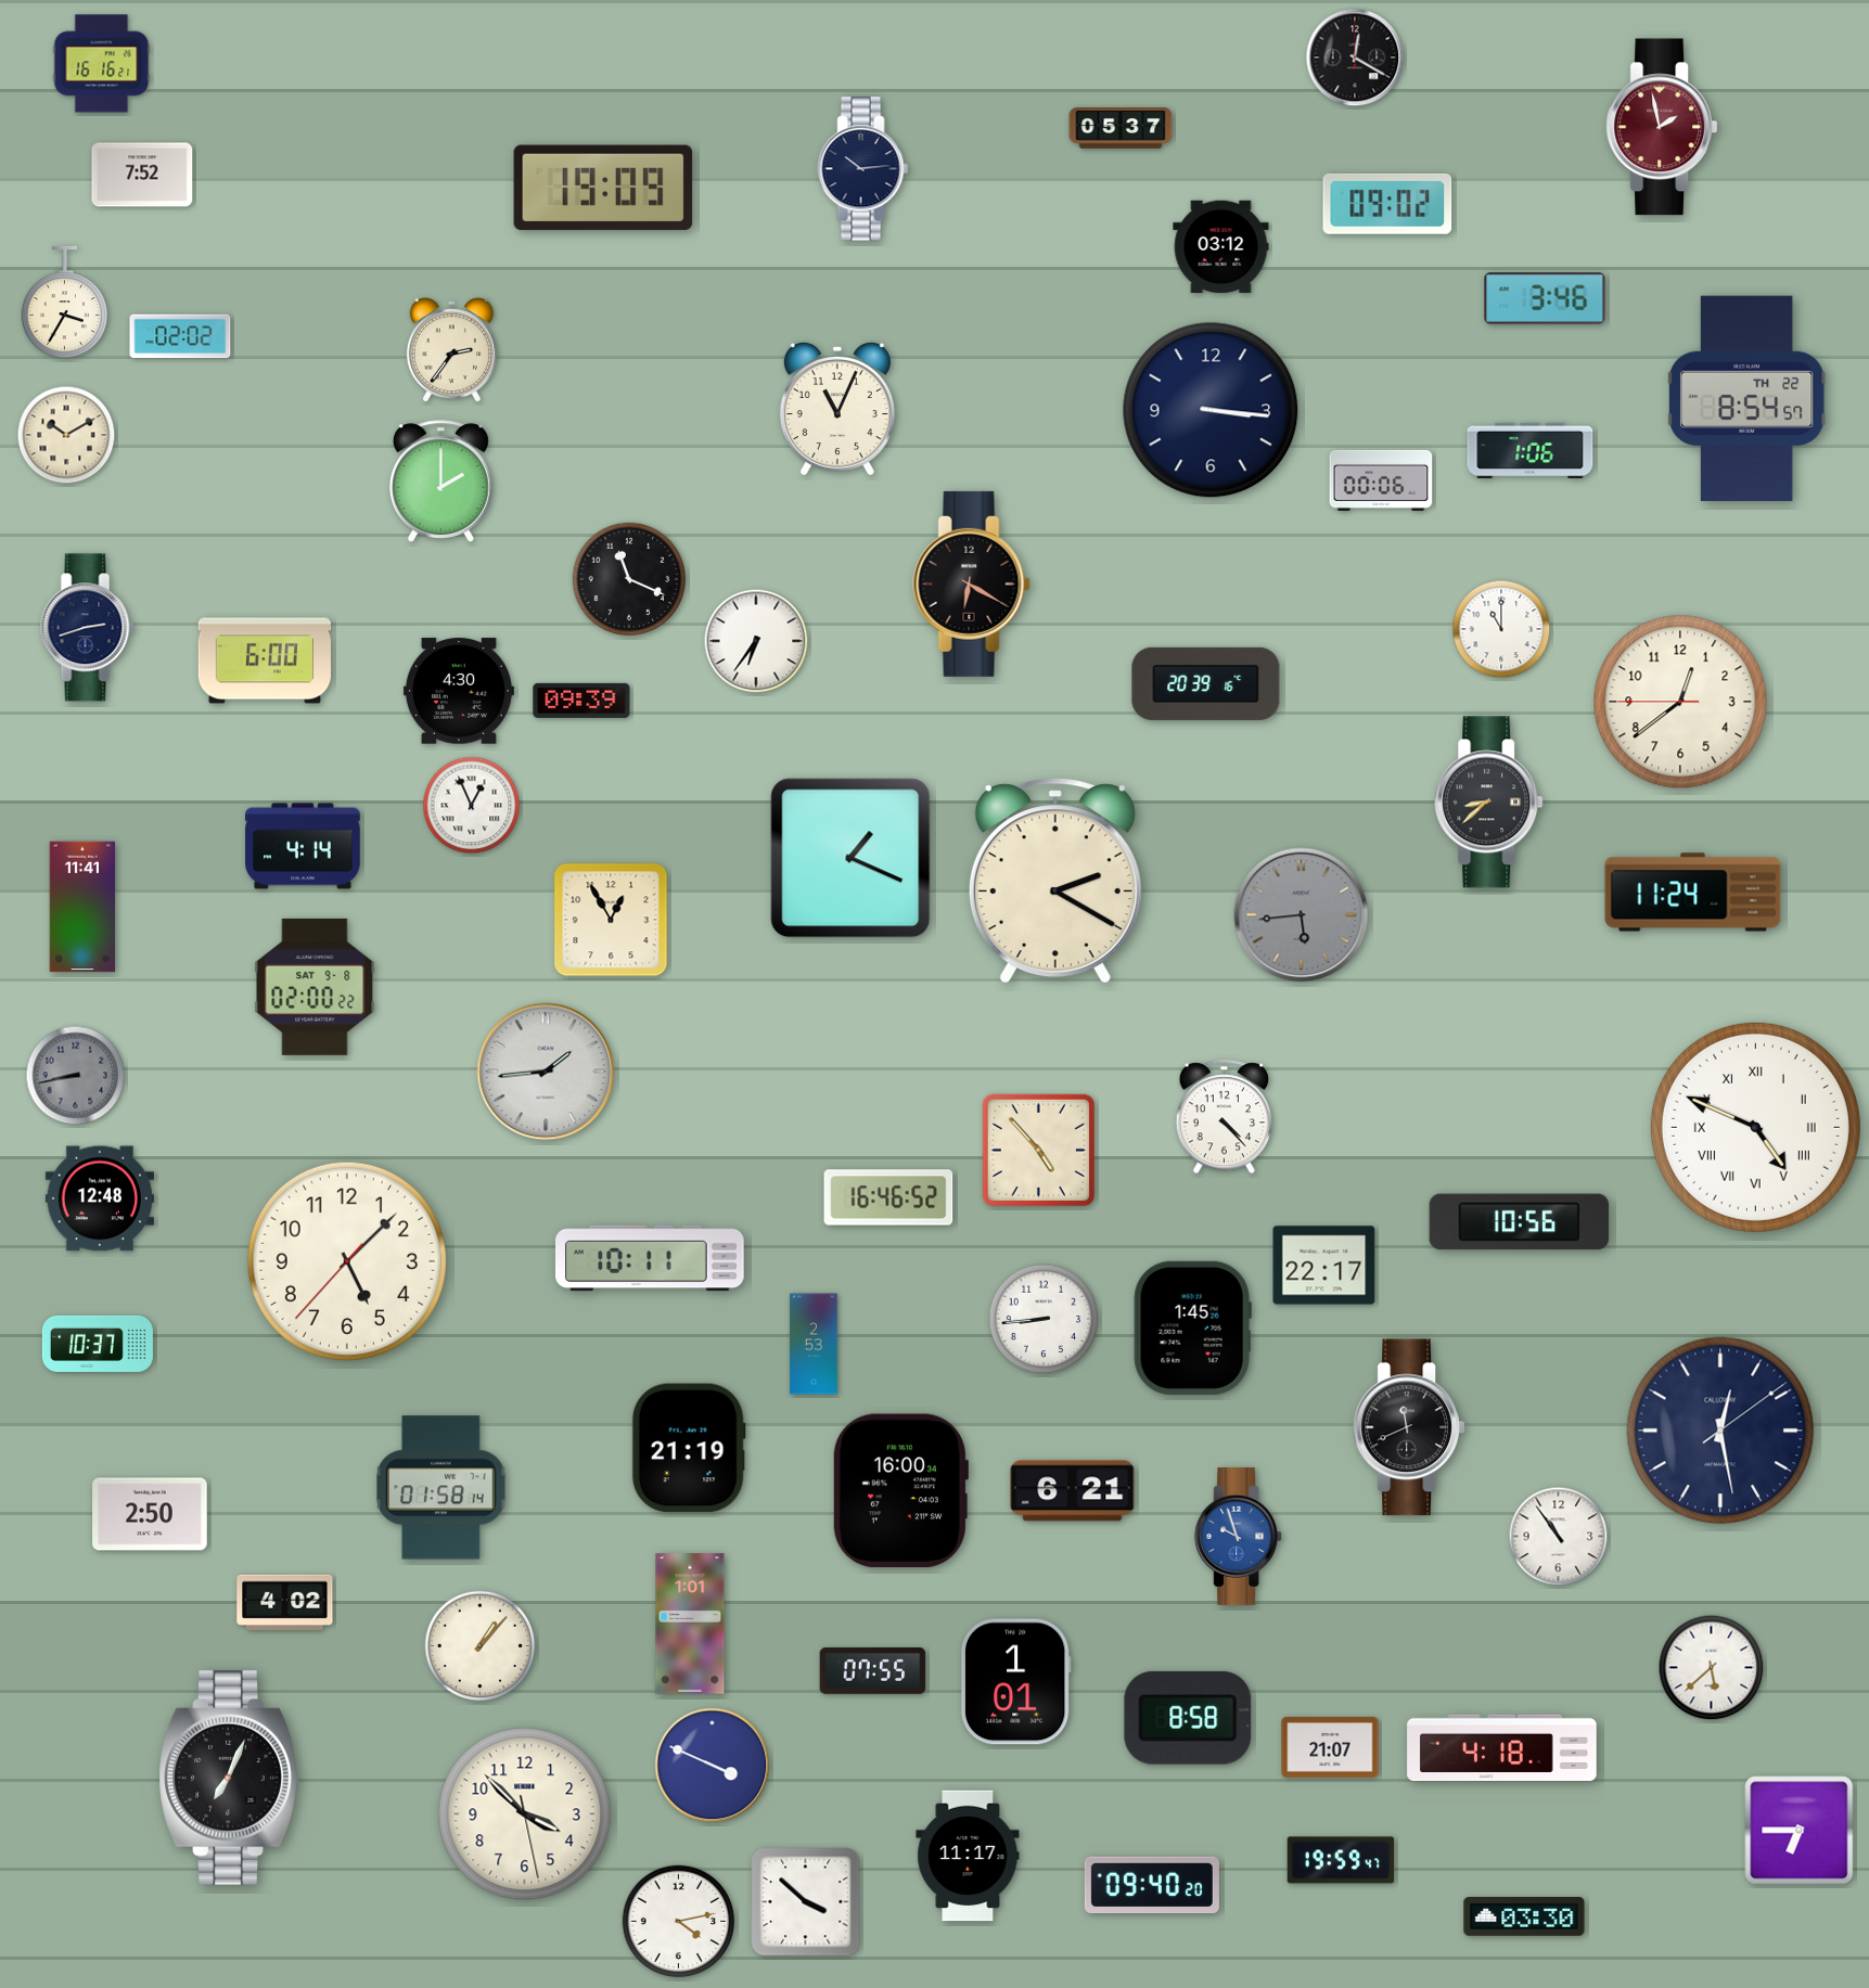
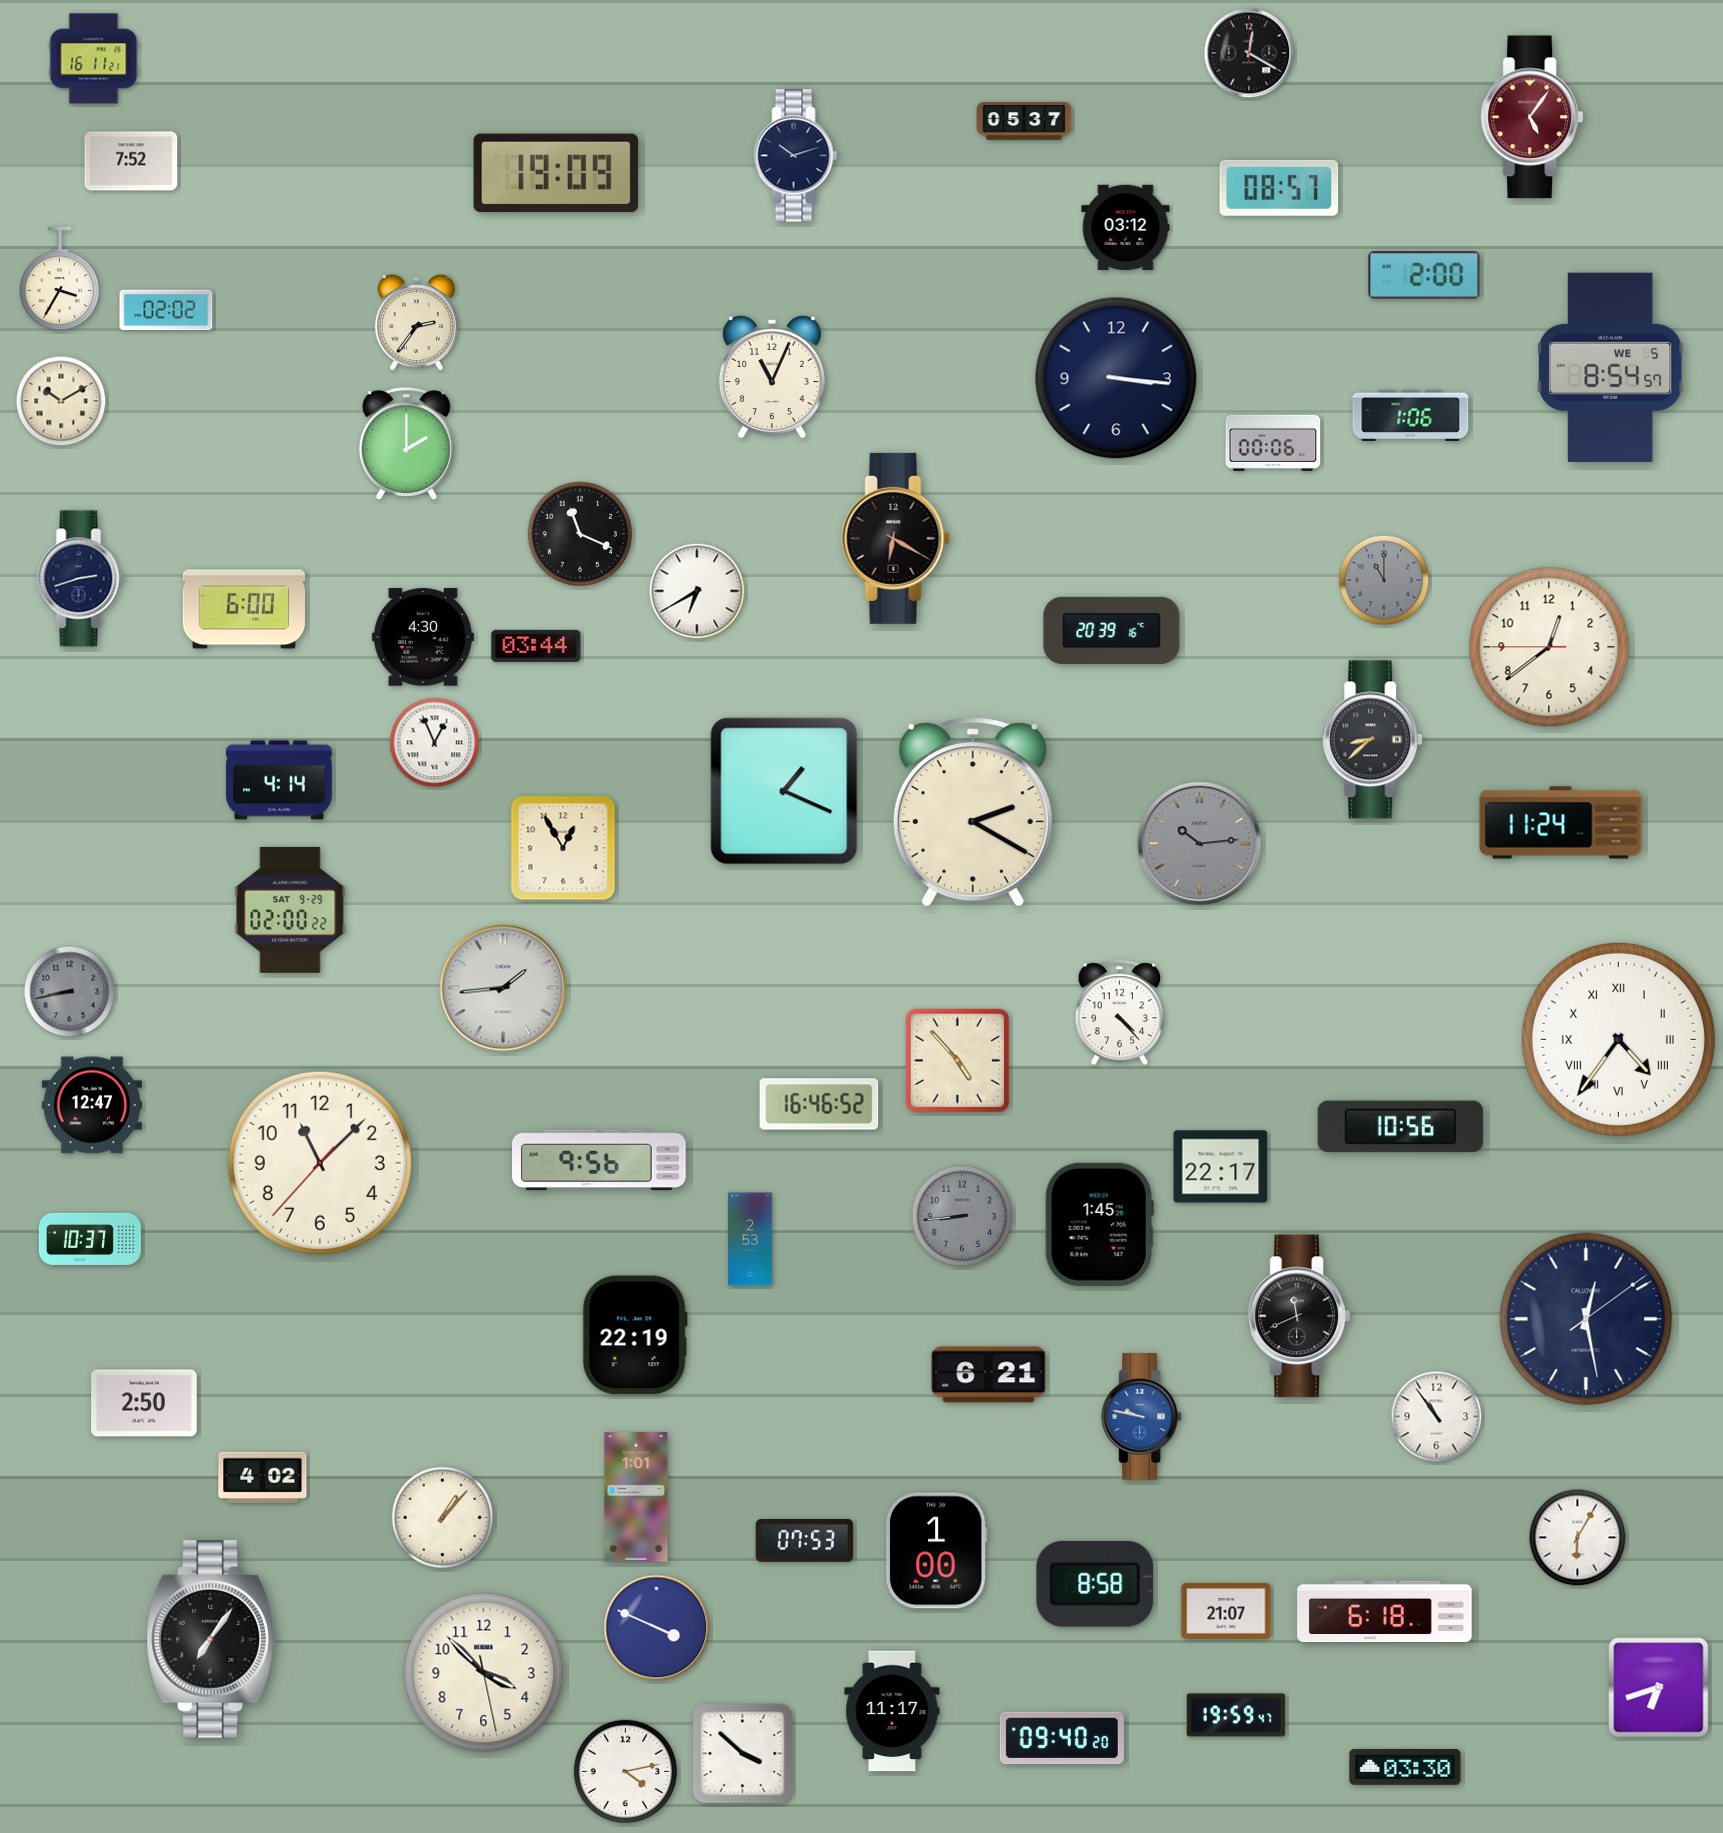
clock at (102, 64): 16:16 -> 16:11
clock at (1661, 127): 1:58 -> 5:06
clock at (1121, 128) position: (1121, 128) -> (1024, 121)
clock at (863, 169): 10:14 -> 10:12
clock at (1387, 204): 09:02 -> 08:57
clock at (1545, 298): 3:46 -> 2:00
clock at (1748, 398) date: TH 22 -> WE 5
clock at (1501, 629) dial: white -> grey
clock at (756, 641): 6:36 -> 6:40
clock at (581, 701): 09:39 -> 03:44
clock at (82, 907): 11:41 -> none
clock at (1302, 915): 5:44 -> 10:14
clock at (315, 987) date: SAT 9-8 -> SAT 9-29
clock at (1225, 1117) position: (1225, 1117) -> (1120, 1013)
clock at (1755, 1127): 4:49 -> 4:36
clock at (100, 1198): 12:48 -> 12:47
clock at (651, 1258): 10:11 -> 9:56
clock at (347, 1261): 5:07 -> 11:07
clock at (1044, 1319) dial: white -> grey
clock at (689, 1448): 21:19 -> 22:19
clock at (441, 1488): 01:58 -> none
clock at (900, 1491): 16:00 -> none
clock at (150, 1514) position: (150, 1514) -> (144, 1403)
clock at (1239, 1536): 9:57 -> 9:47
clock at (1712, 1668): 5:38 -> 6:05
clock at (873, 1671): 07:55 -> 07:53
clock at (1015, 1682): 1:01 -> 1:00
clock at (1502, 1748): 4:18 -> 6:18
clock at (229, 1778): 7:04 -> 7:06
clock at (1800, 1831): 6:45 -> 6:42
